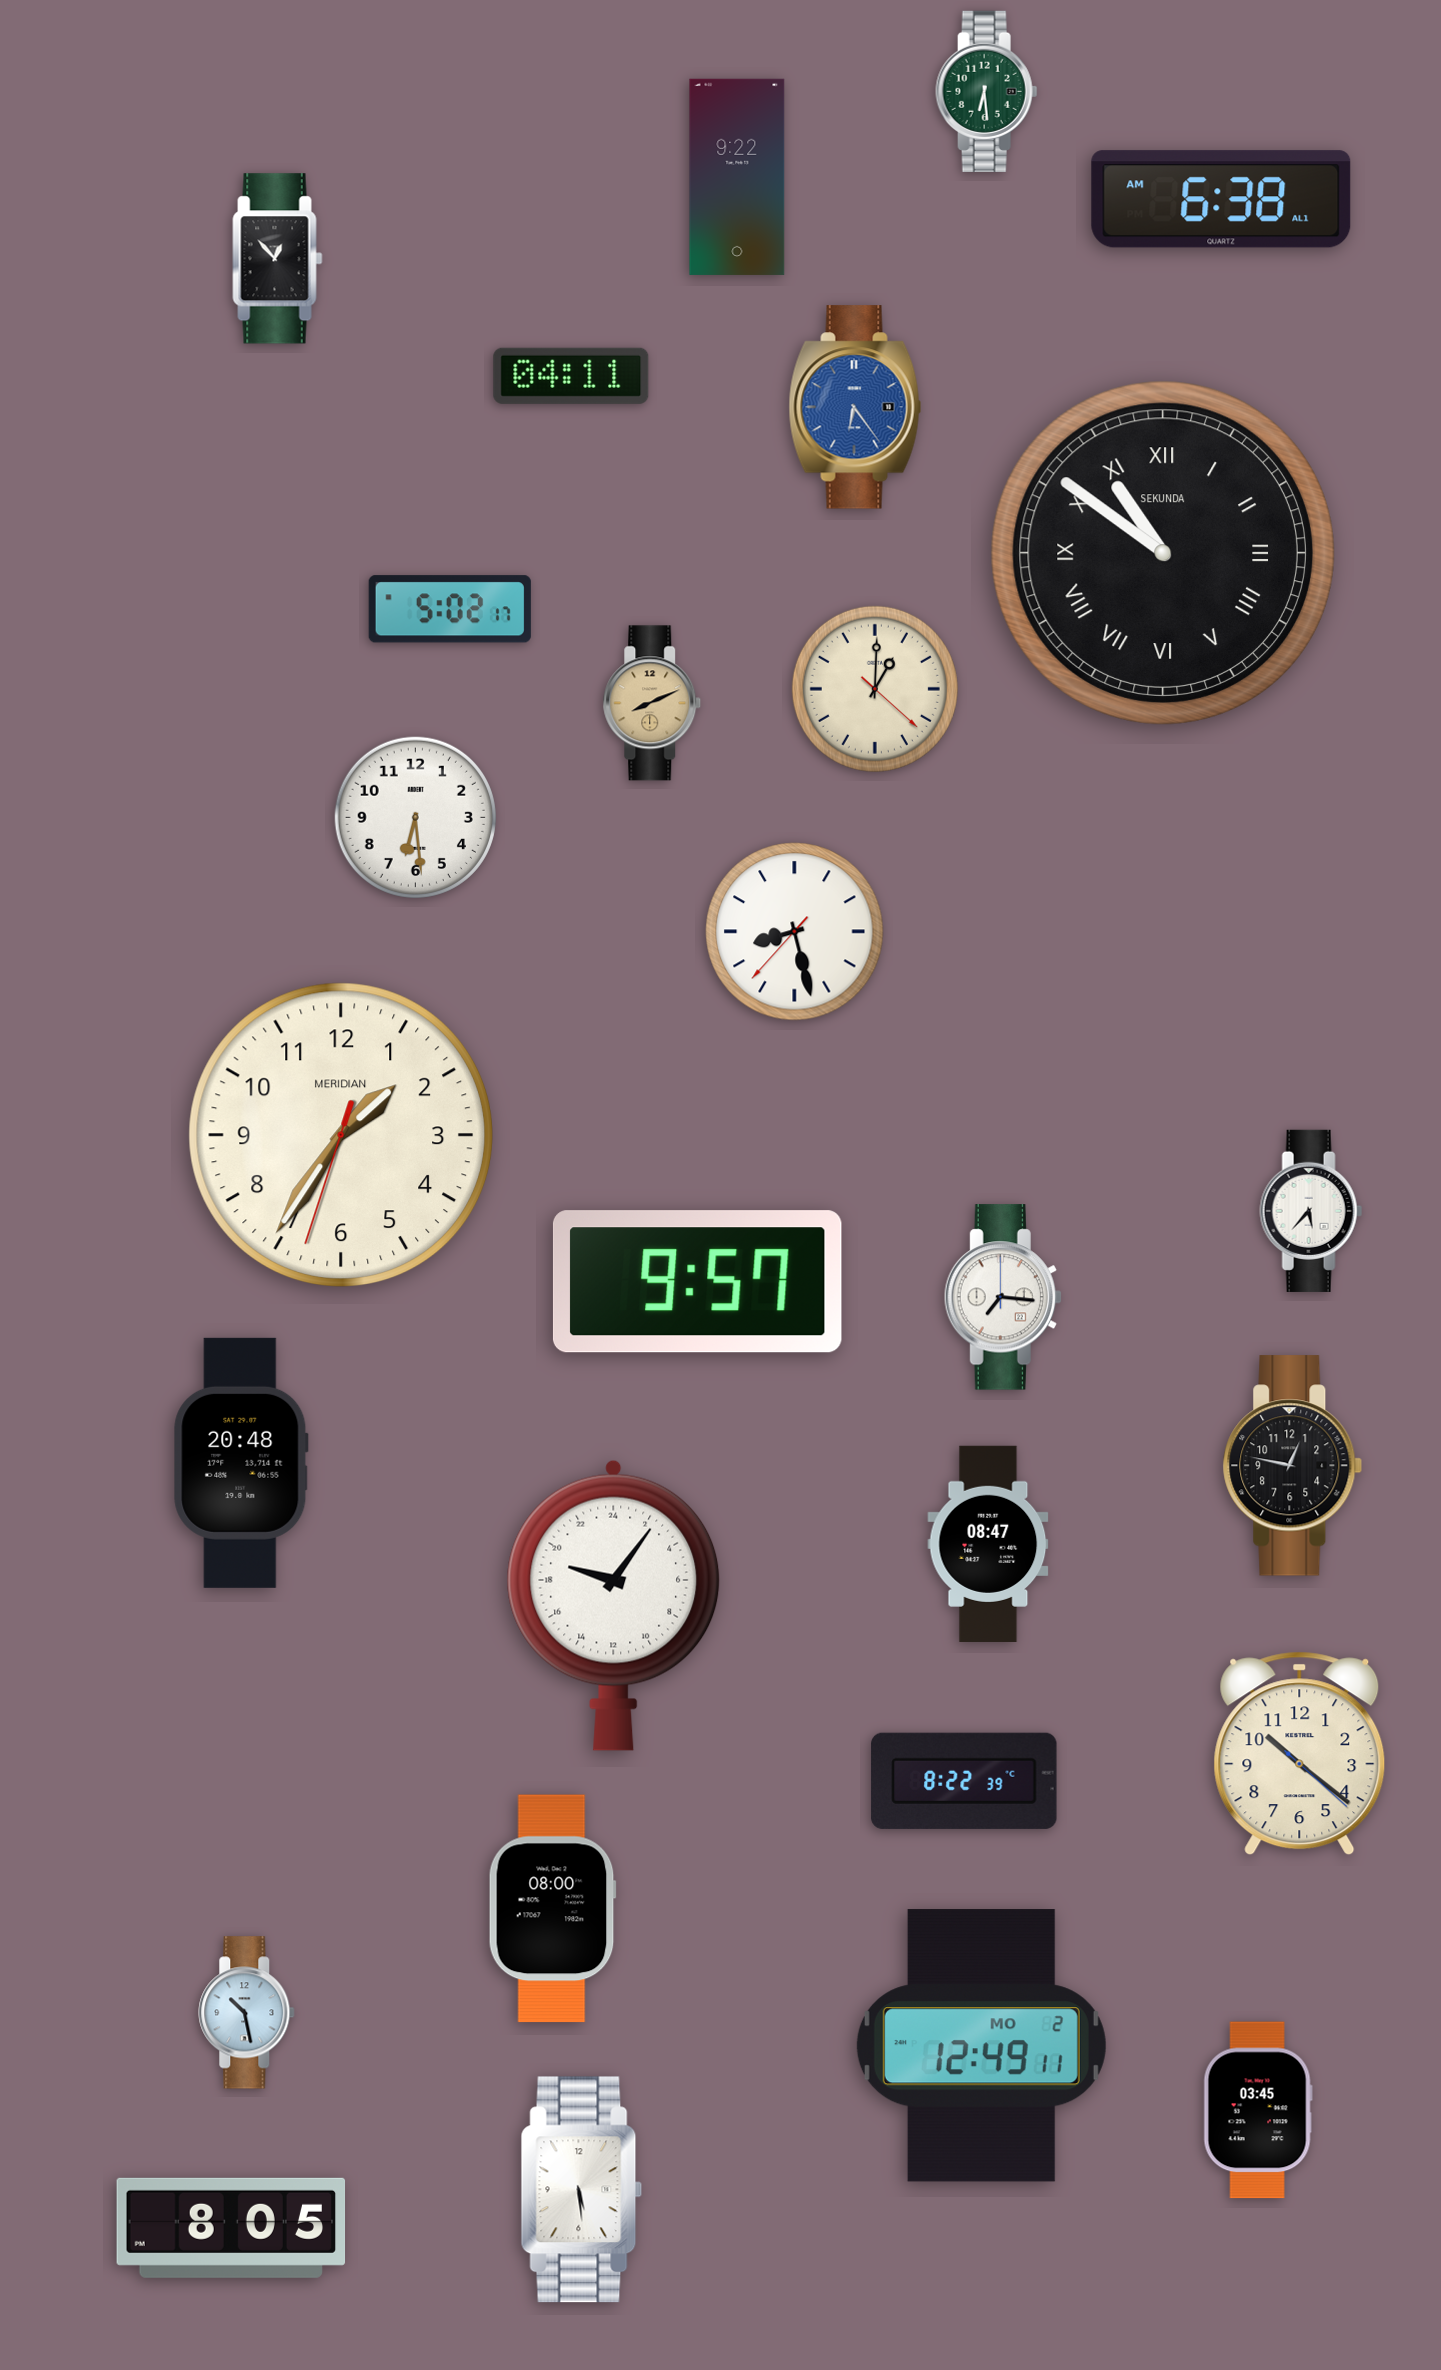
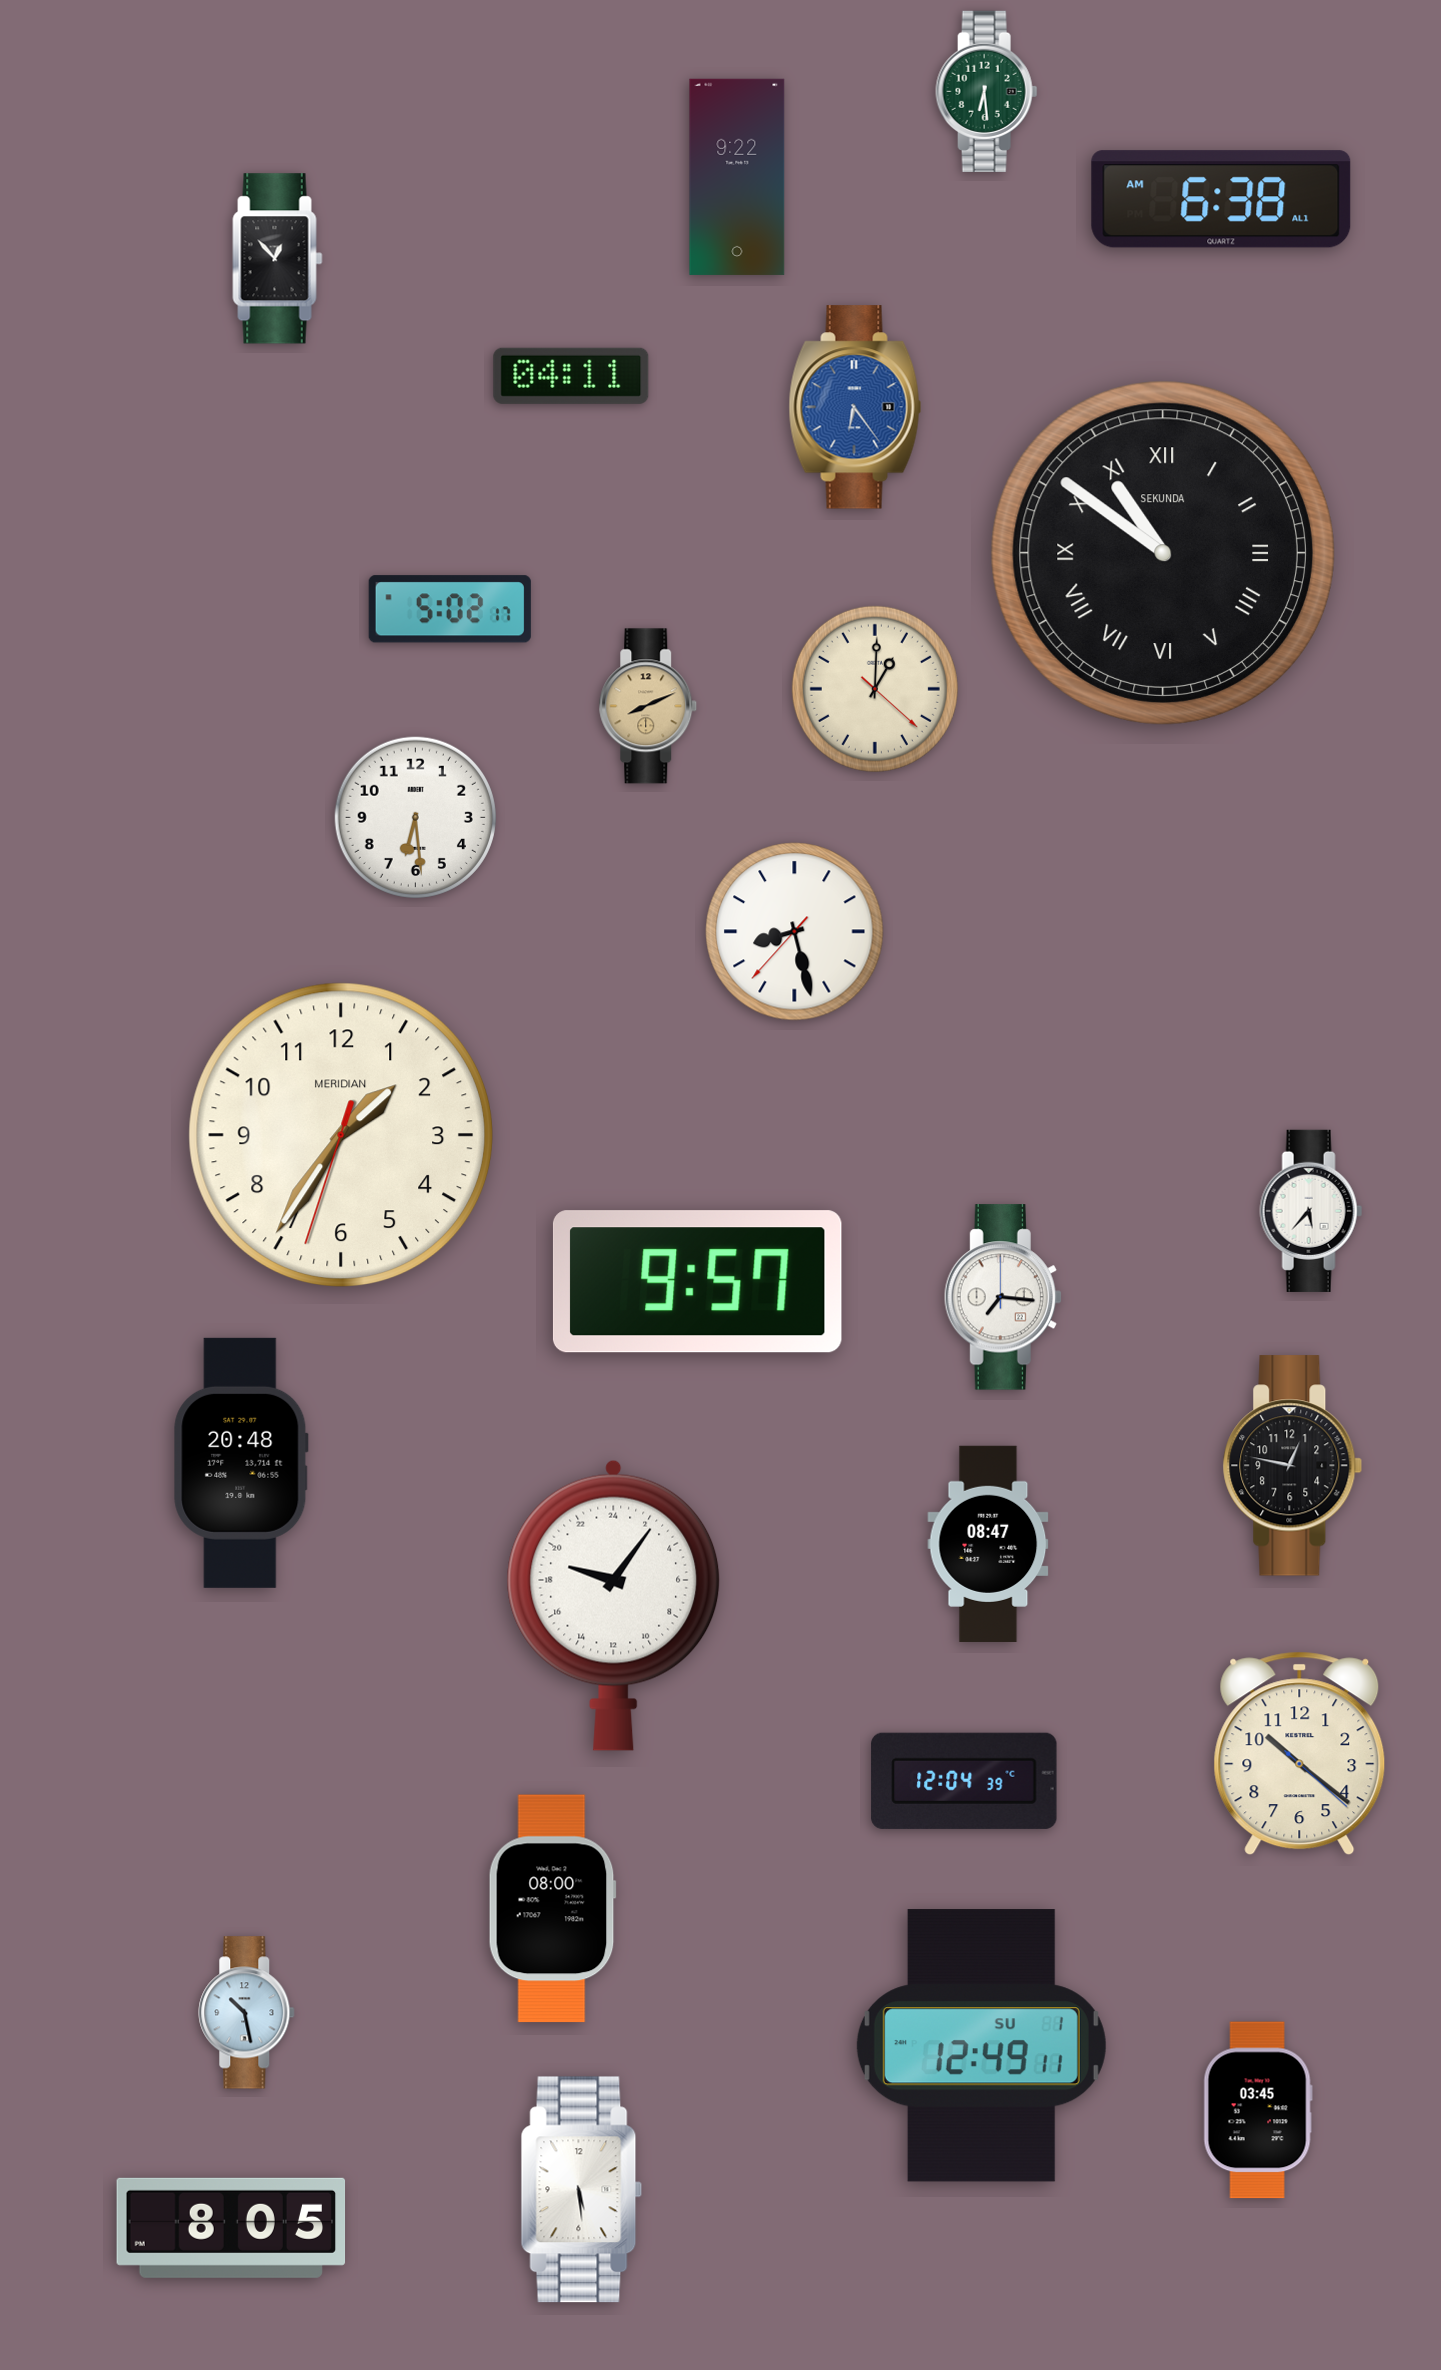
clock at (652, 703) position: (652, 703) -> (648, 706)
clock at (964, 1781): 8:22 -> 12:04
clock at (981, 2046) date: MO 2 -> SU 1
